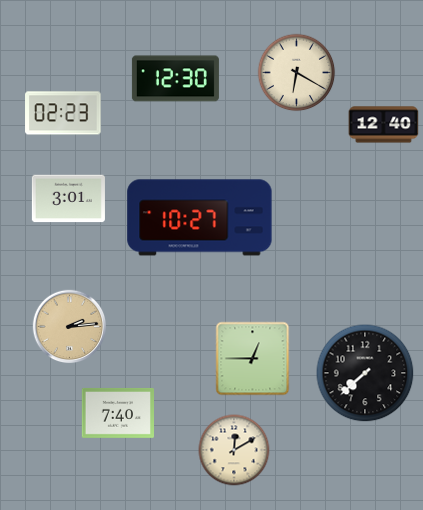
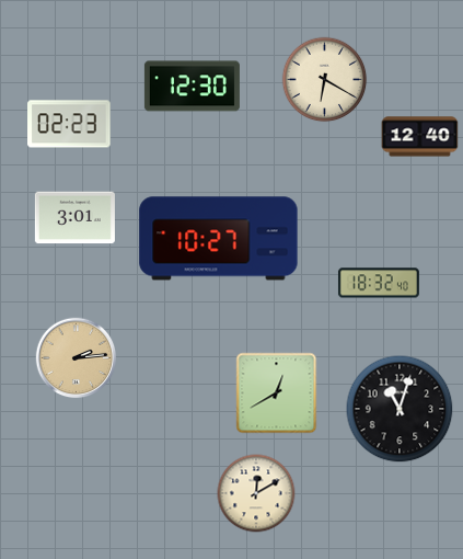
clock at (379, 283): none -> 18:32
clock at (253, 359): 12:45 -> 12:40
clock at (365, 373): 7:38 -> 11:03
clock at (117, 413): 7:40 -> none
